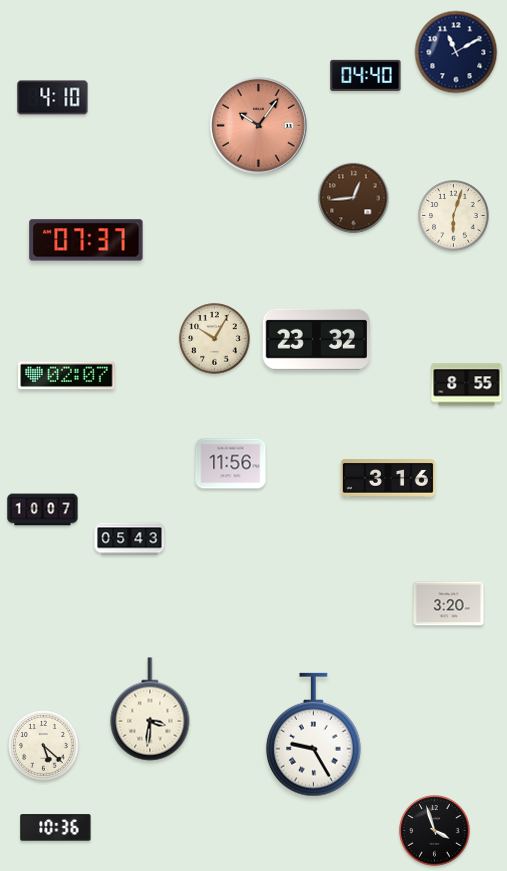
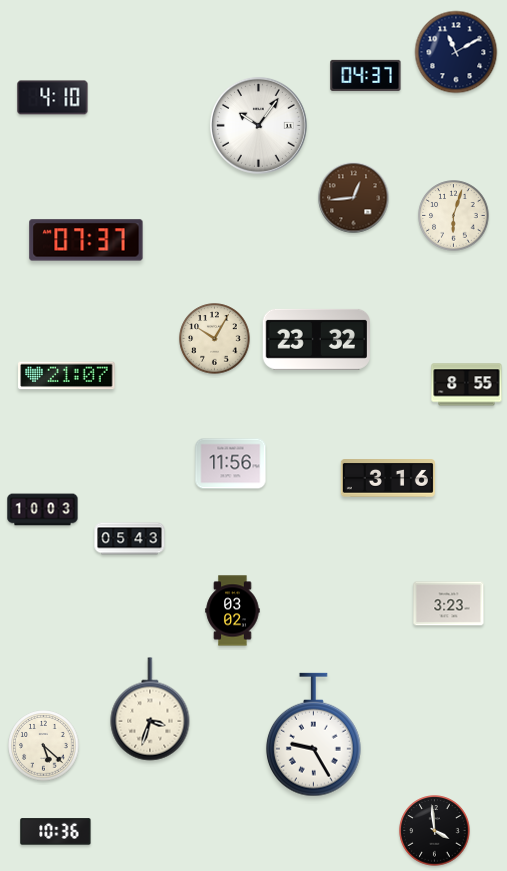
clock at (366, 75): 04:40 -> 04:37
clock at (258, 125) dial: salmon -> white
clock at (67, 376): 02:07 -> 21:07
clock at (43, 510): 10:07 -> 10:03
clock at (449, 604): 3:20 -> 3:23
clock at (233, 611): none -> 03:02
clock at (150, 709): 3:31 -> 3:33
clock at (56, 828) position: (56, 828) -> (56, 832)
clock at (435, 831): 3:57 -> 3:59
